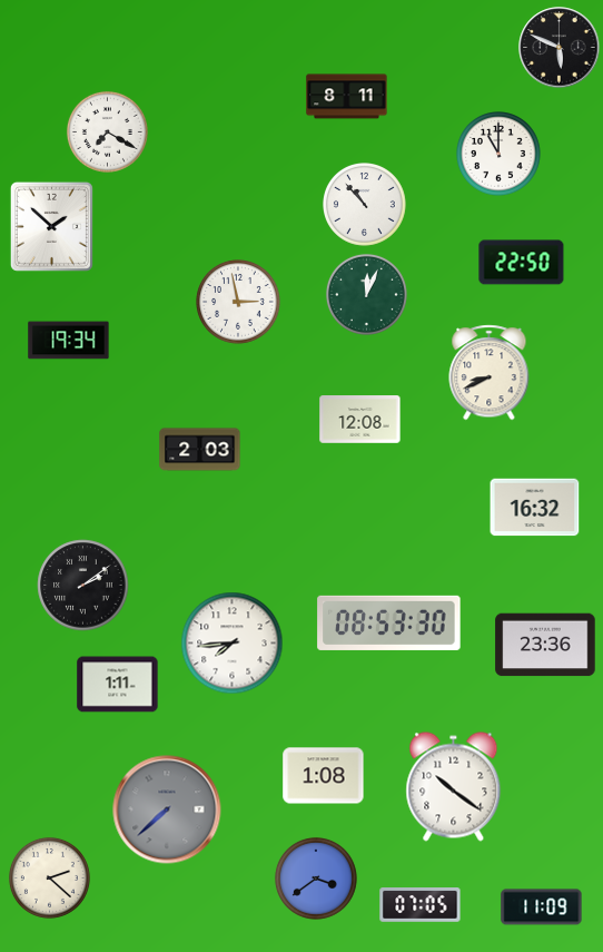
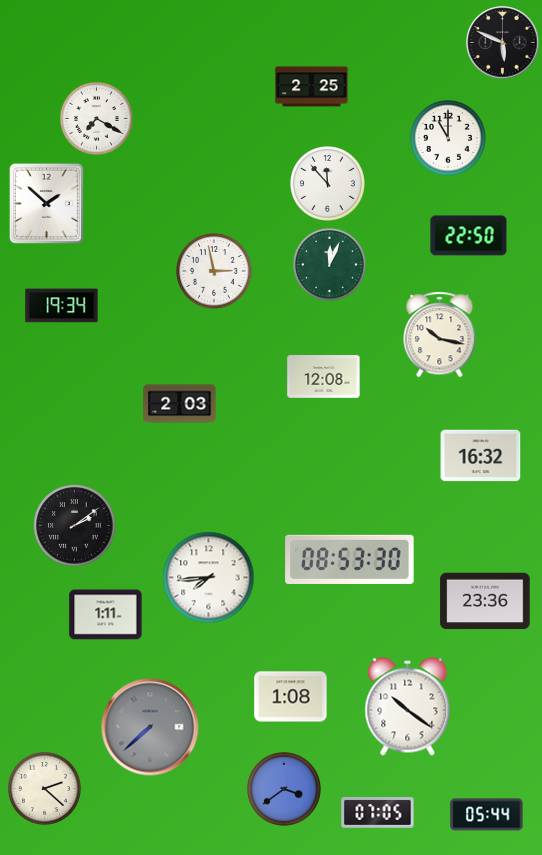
clock at (347, 97): 8:11 -> 2:25
clock at (365, 205): 10:53 -> 11:53
clock at (490, 373): 8:41 -> 10:17
clock at (545, 645) position: (545, 645) -> (485, 601)
clock at (542, 907): 11:09 -> 05:44
